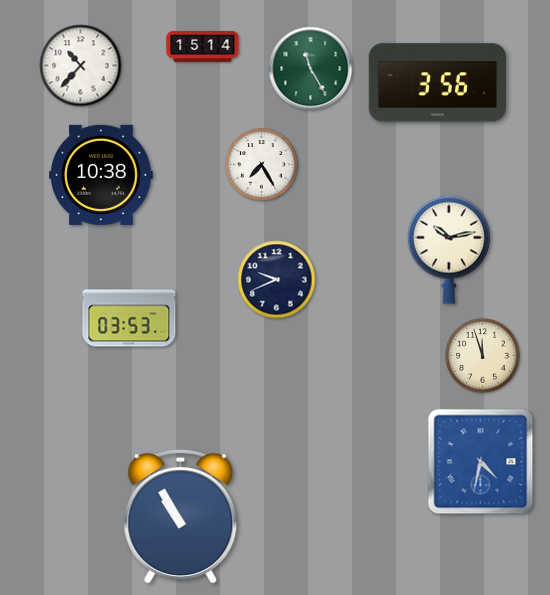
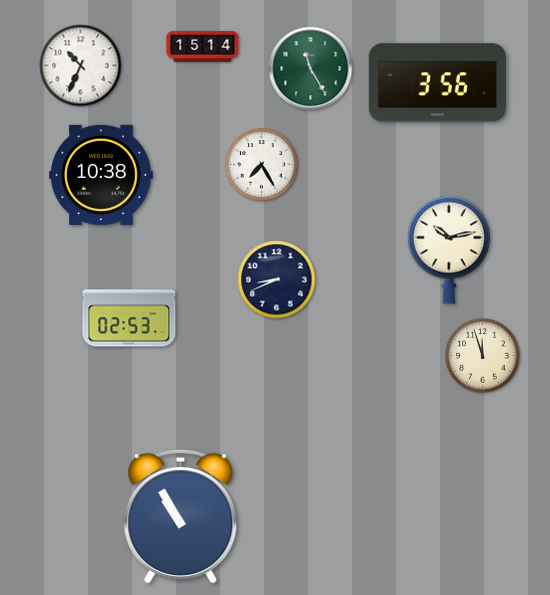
clock at (81, 66): 10:37 -> 10:34
clock at (277, 280): 9:41 -> 8:41
clock at (129, 318): 03:53 -> 02:53
clock at (481, 462): 4:32 -> none
